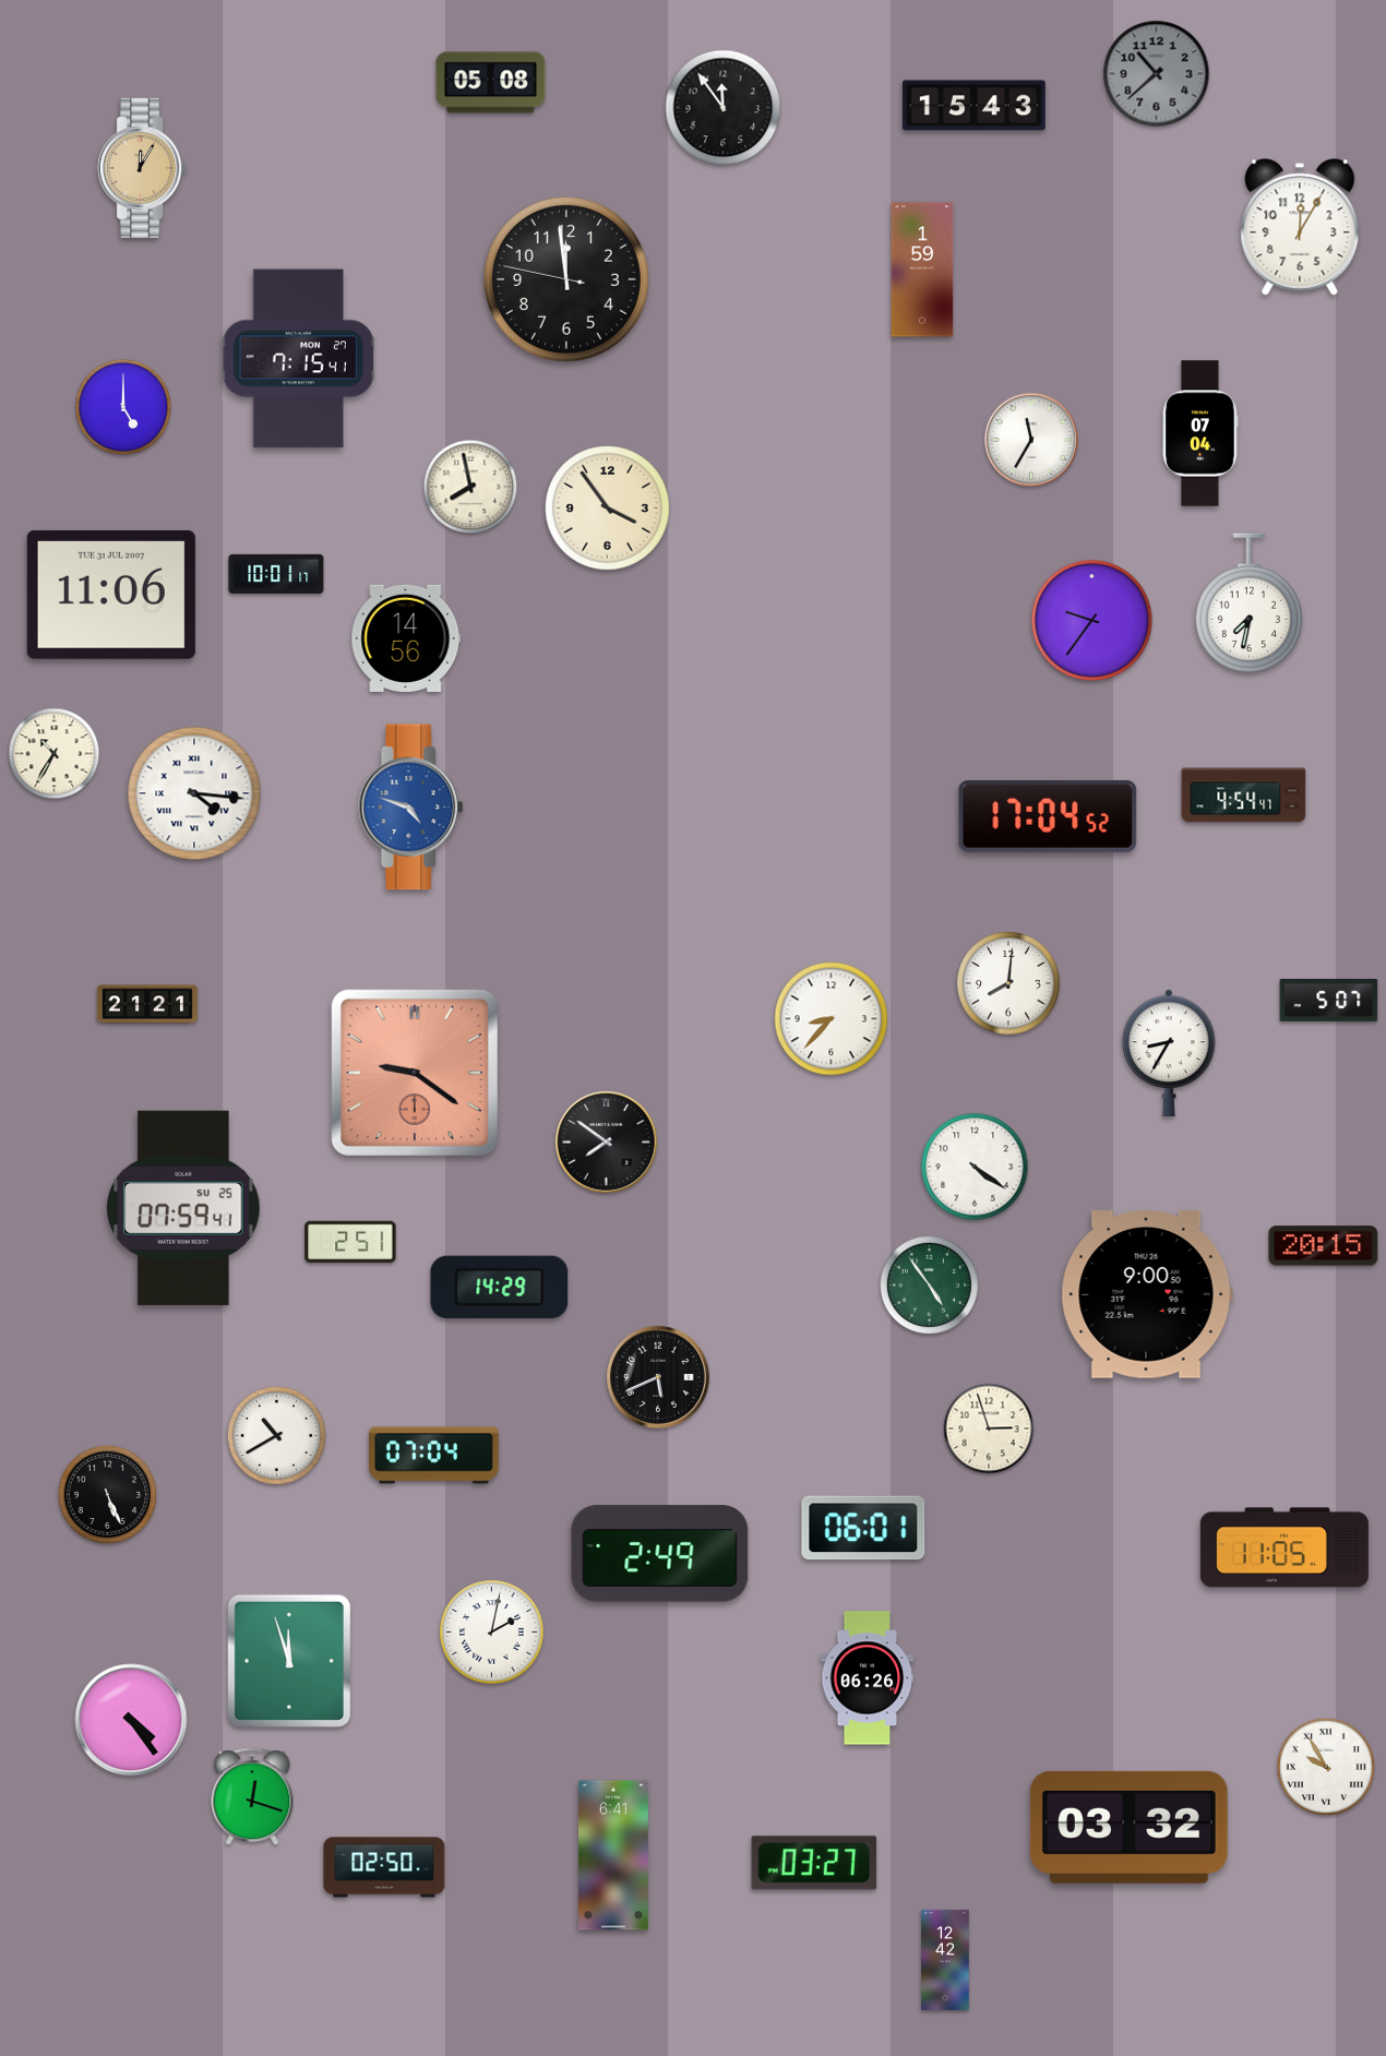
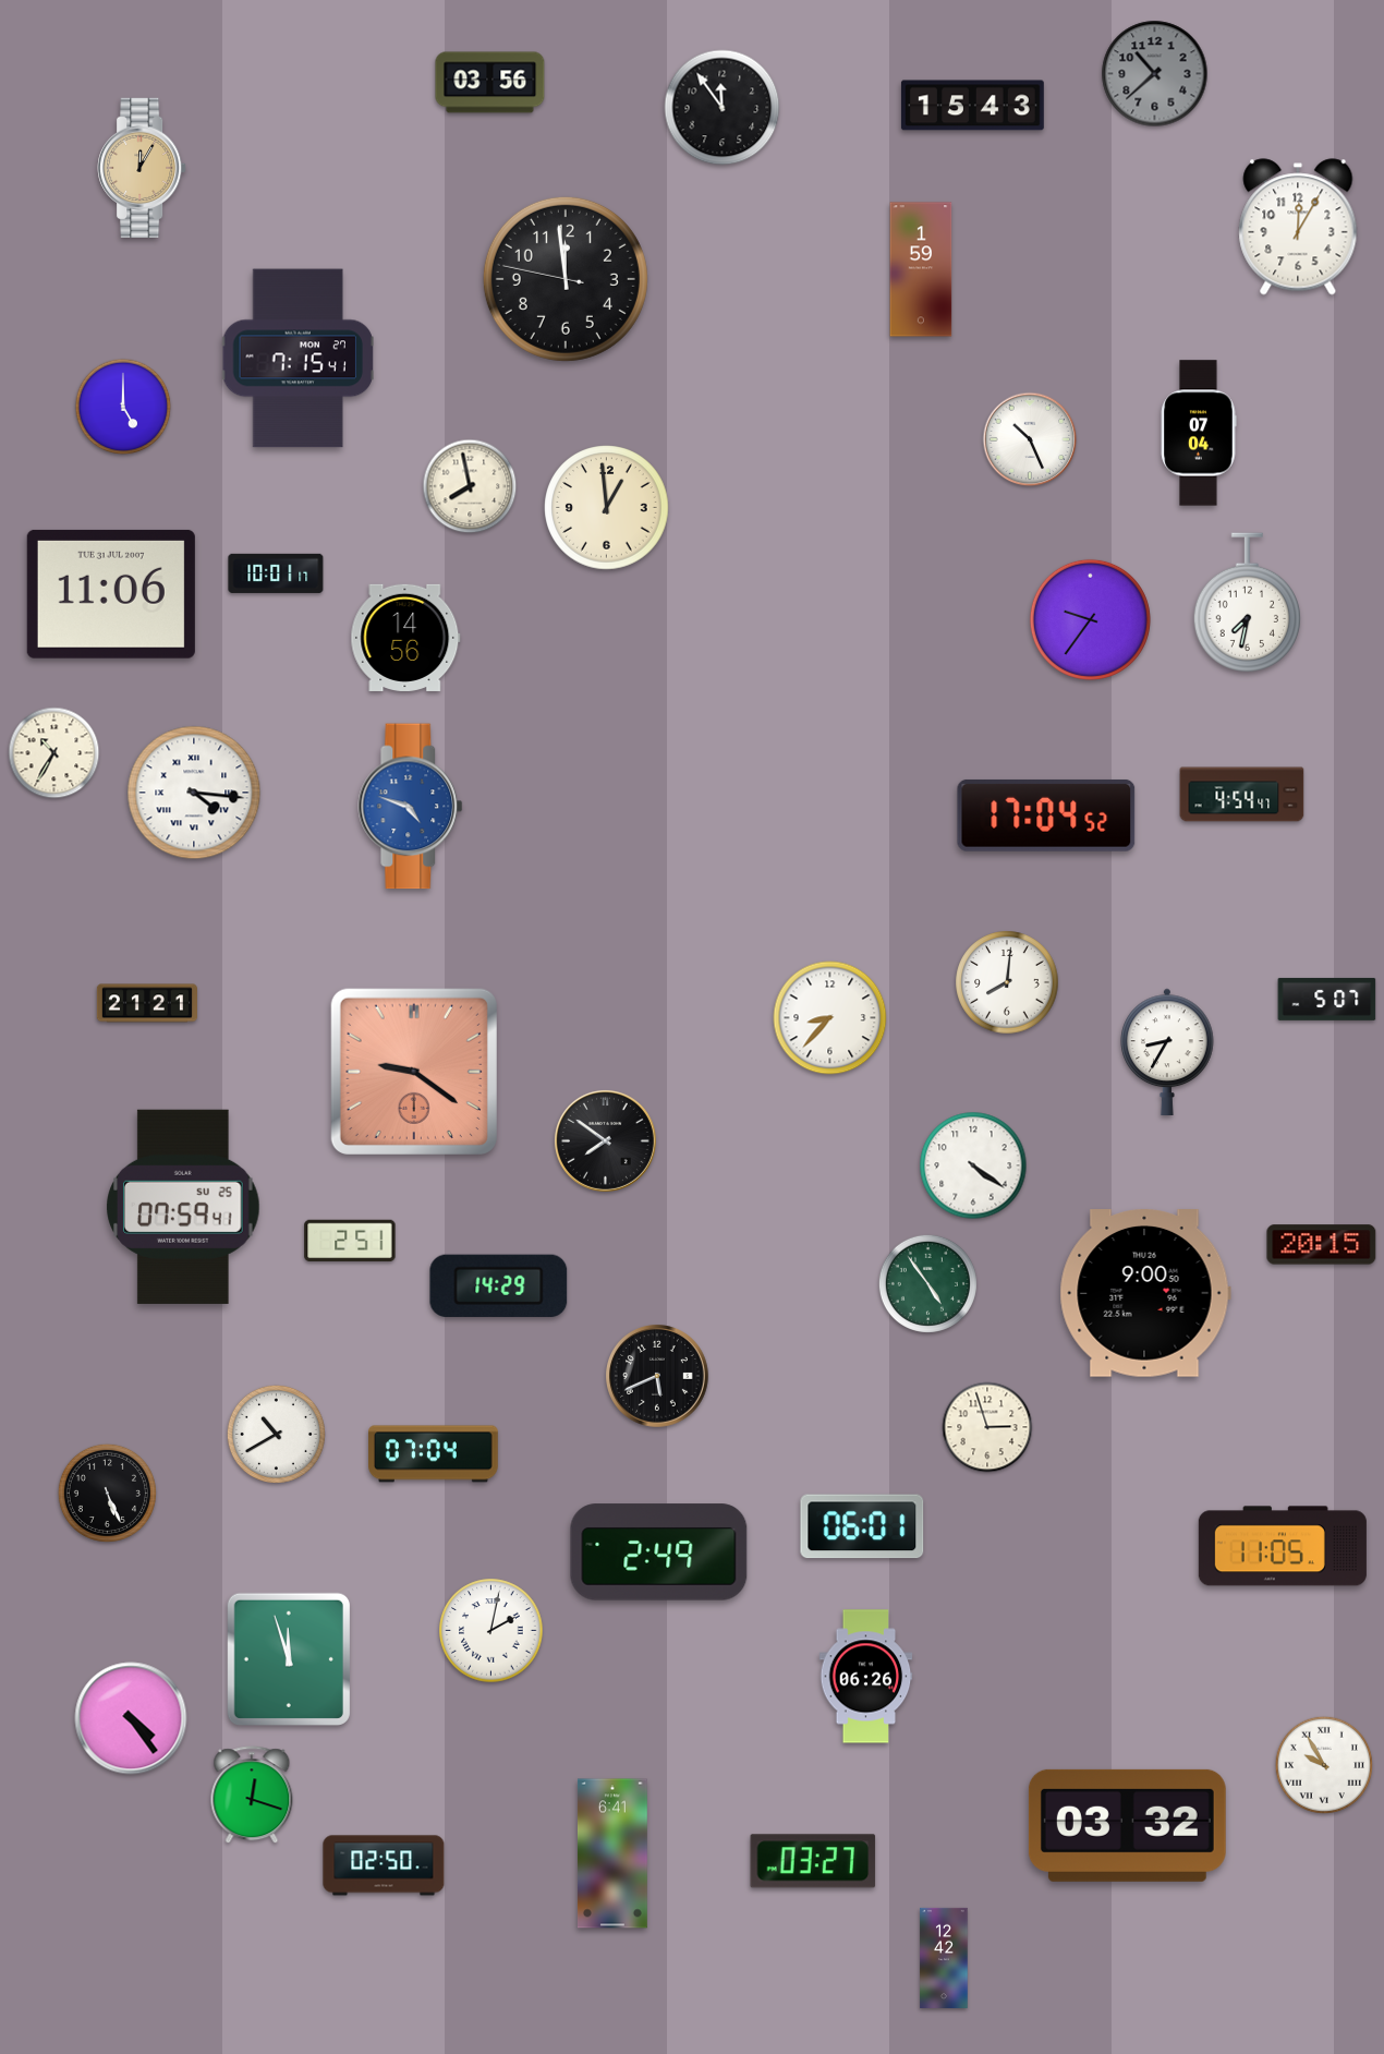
clock at (491, 83): 05:08 -> 03:56
clock at (1031, 440): 11:35 -> 10:26
clock at (608, 509): 3:54 -> 12:59
